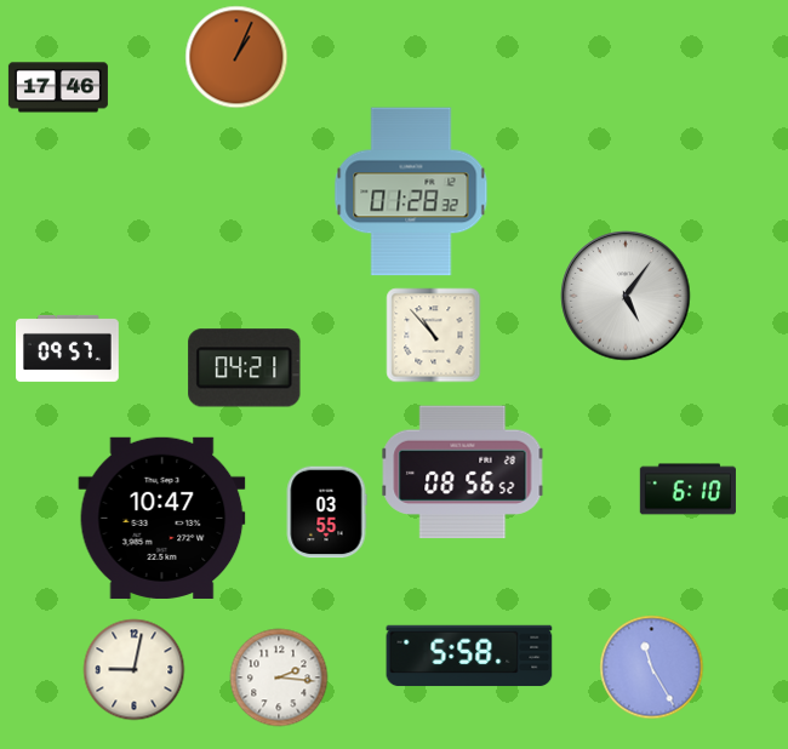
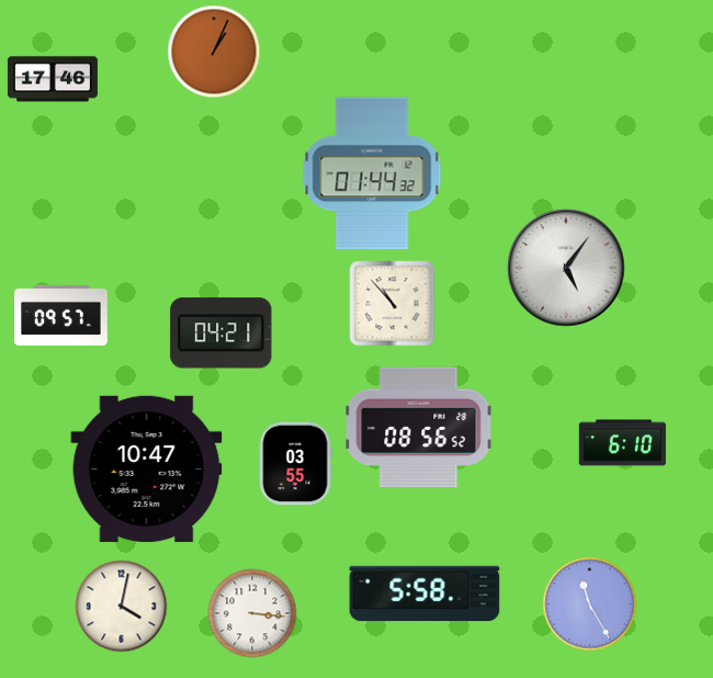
clock at (411, 191): 01:28 -> 01:44
clock at (135, 670): 9:02 -> 4:02
clock at (279, 677): 2:16 -> 3:16
